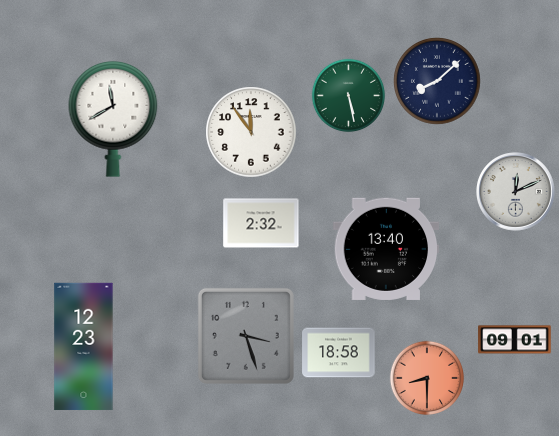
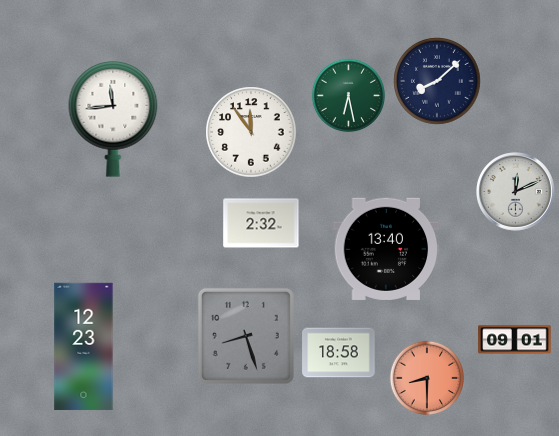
clock at (349, 96): 5:28 -> 6:28
clock at (113, 119): 11:40 -> 11:44
clock at (246, 336): 3:27 -> 8:27
